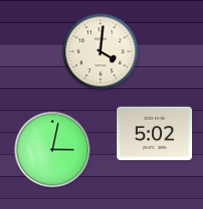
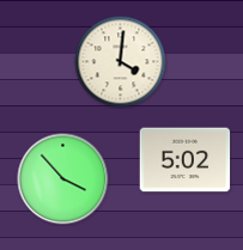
clock at (53, 150): 3:02 -> 3:53
